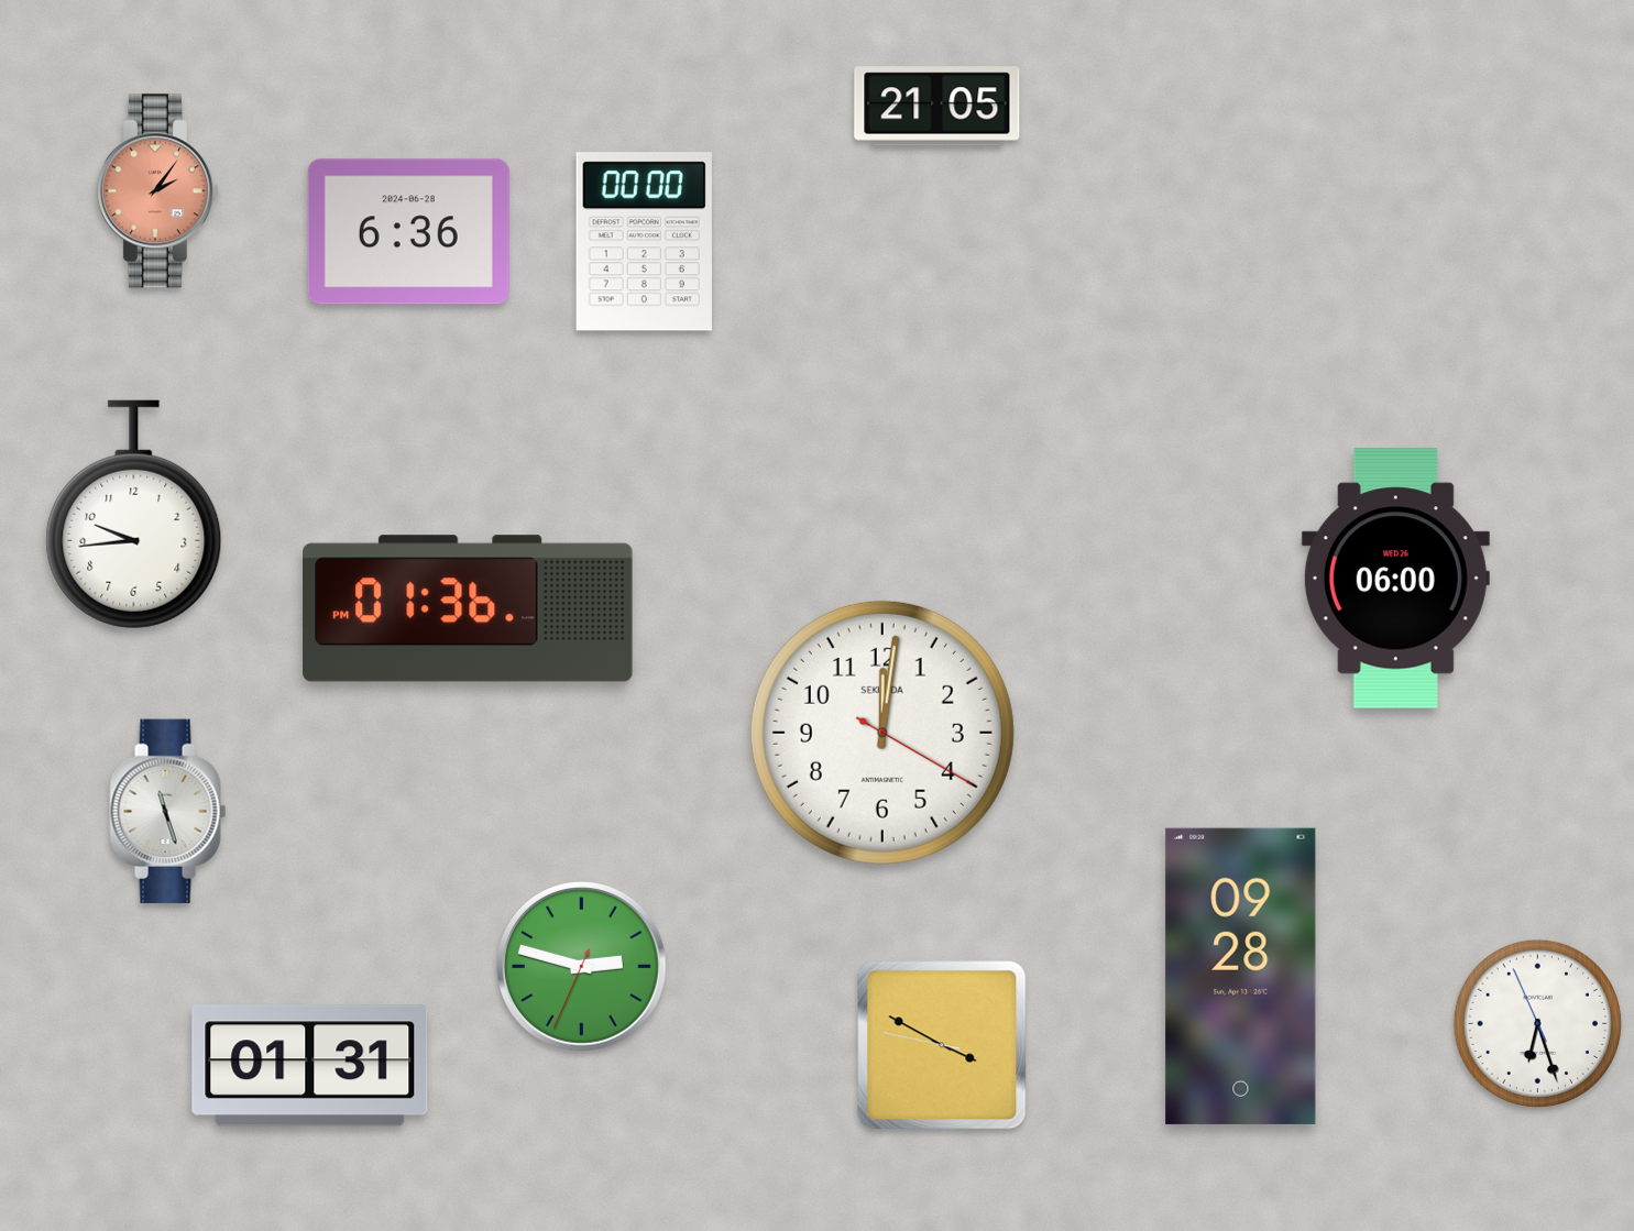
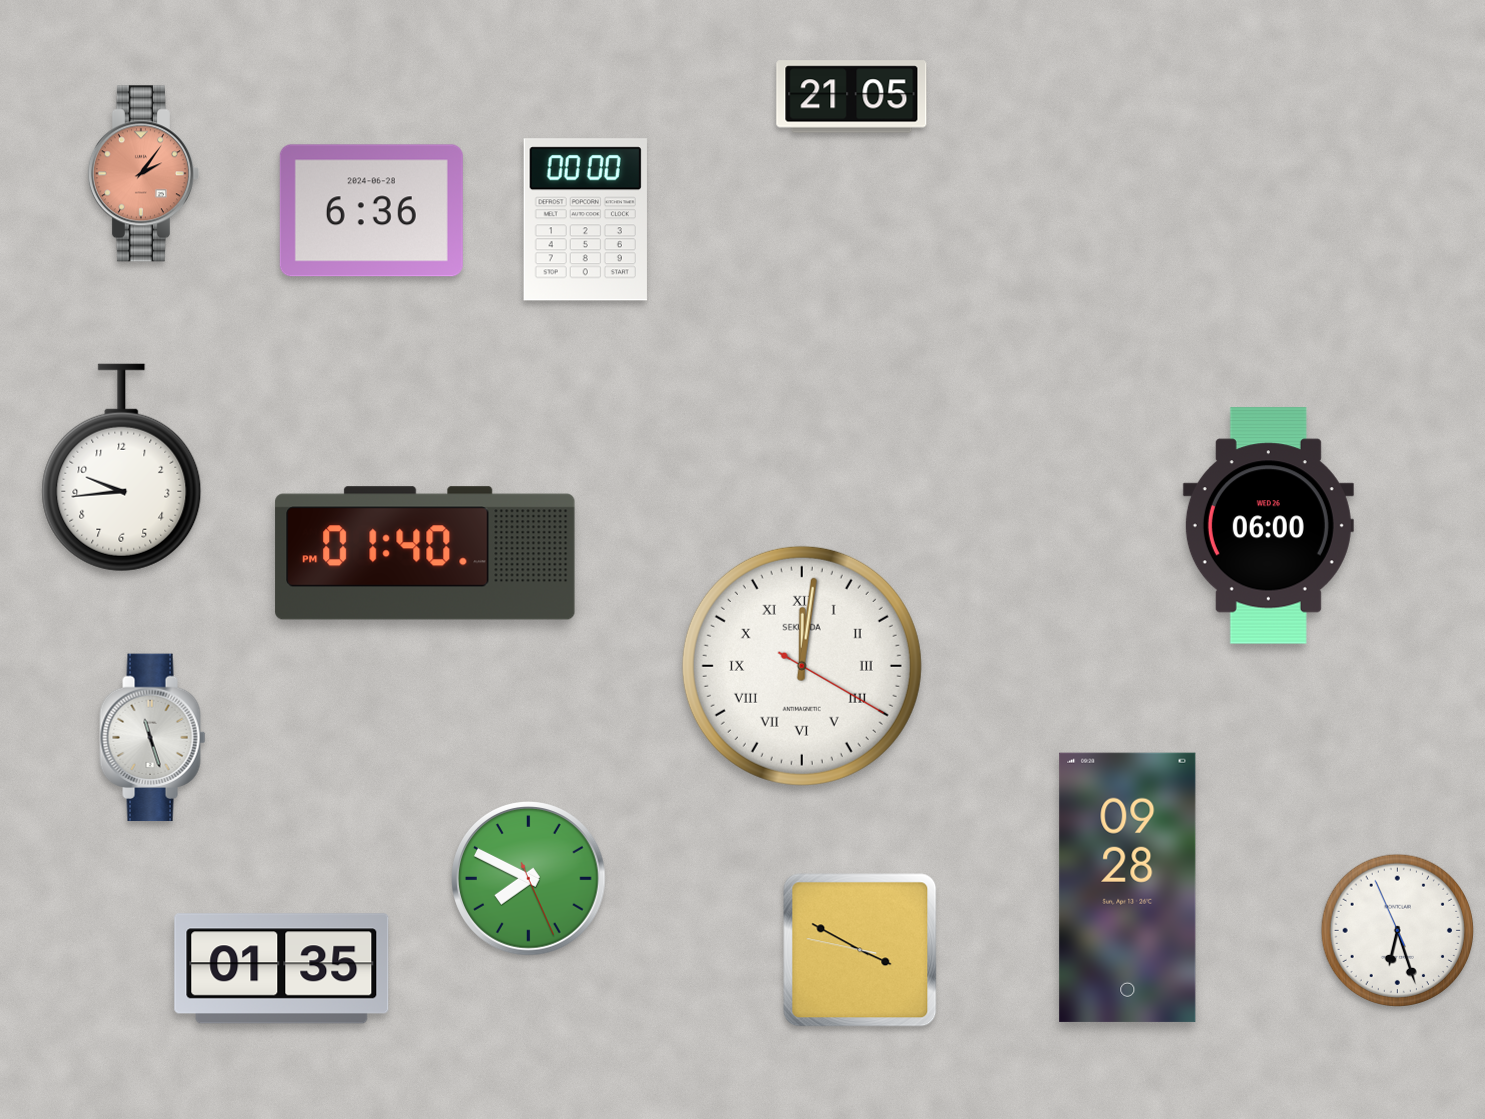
clock at (468, 608): 01:36 -> 01:40
clock at (882, 733) numerals: Arabic -> Roman
clock at (582, 967): 2:47 -> 7:49
clock at (942, 1045) position: (942, 1045) -> (860, 950)
clock at (310, 1066): 01:31 -> 01:35
